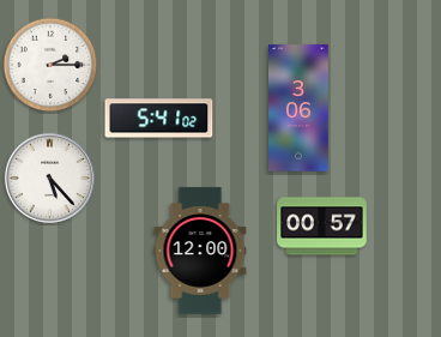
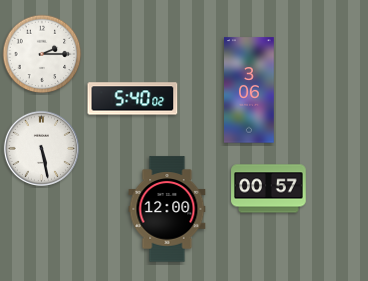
clock at (159, 119): 5:41 -> 5:40
clock at (49, 177): 5:23 -> 5:28
